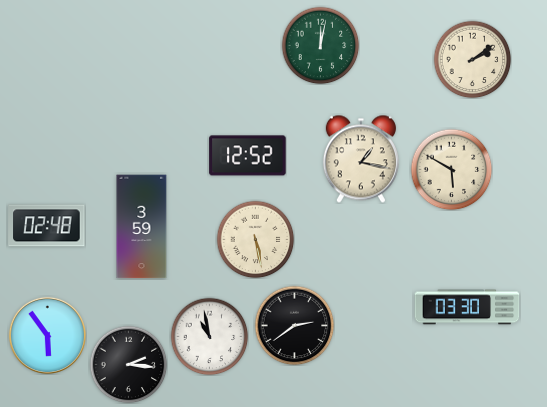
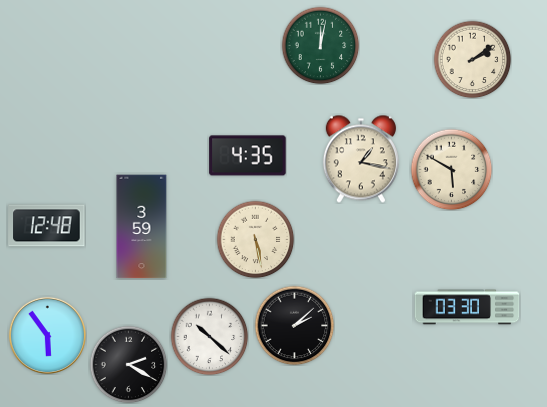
clock at (248, 156): 12:52 -> 4:35
clock at (47, 226): 02:48 -> 12:48
clock at (294, 325): 2:39 -> 2:08
clock at (209, 336): 10:58 -> 10:22
clock at (128, 364): 2:16 -> 2:20
